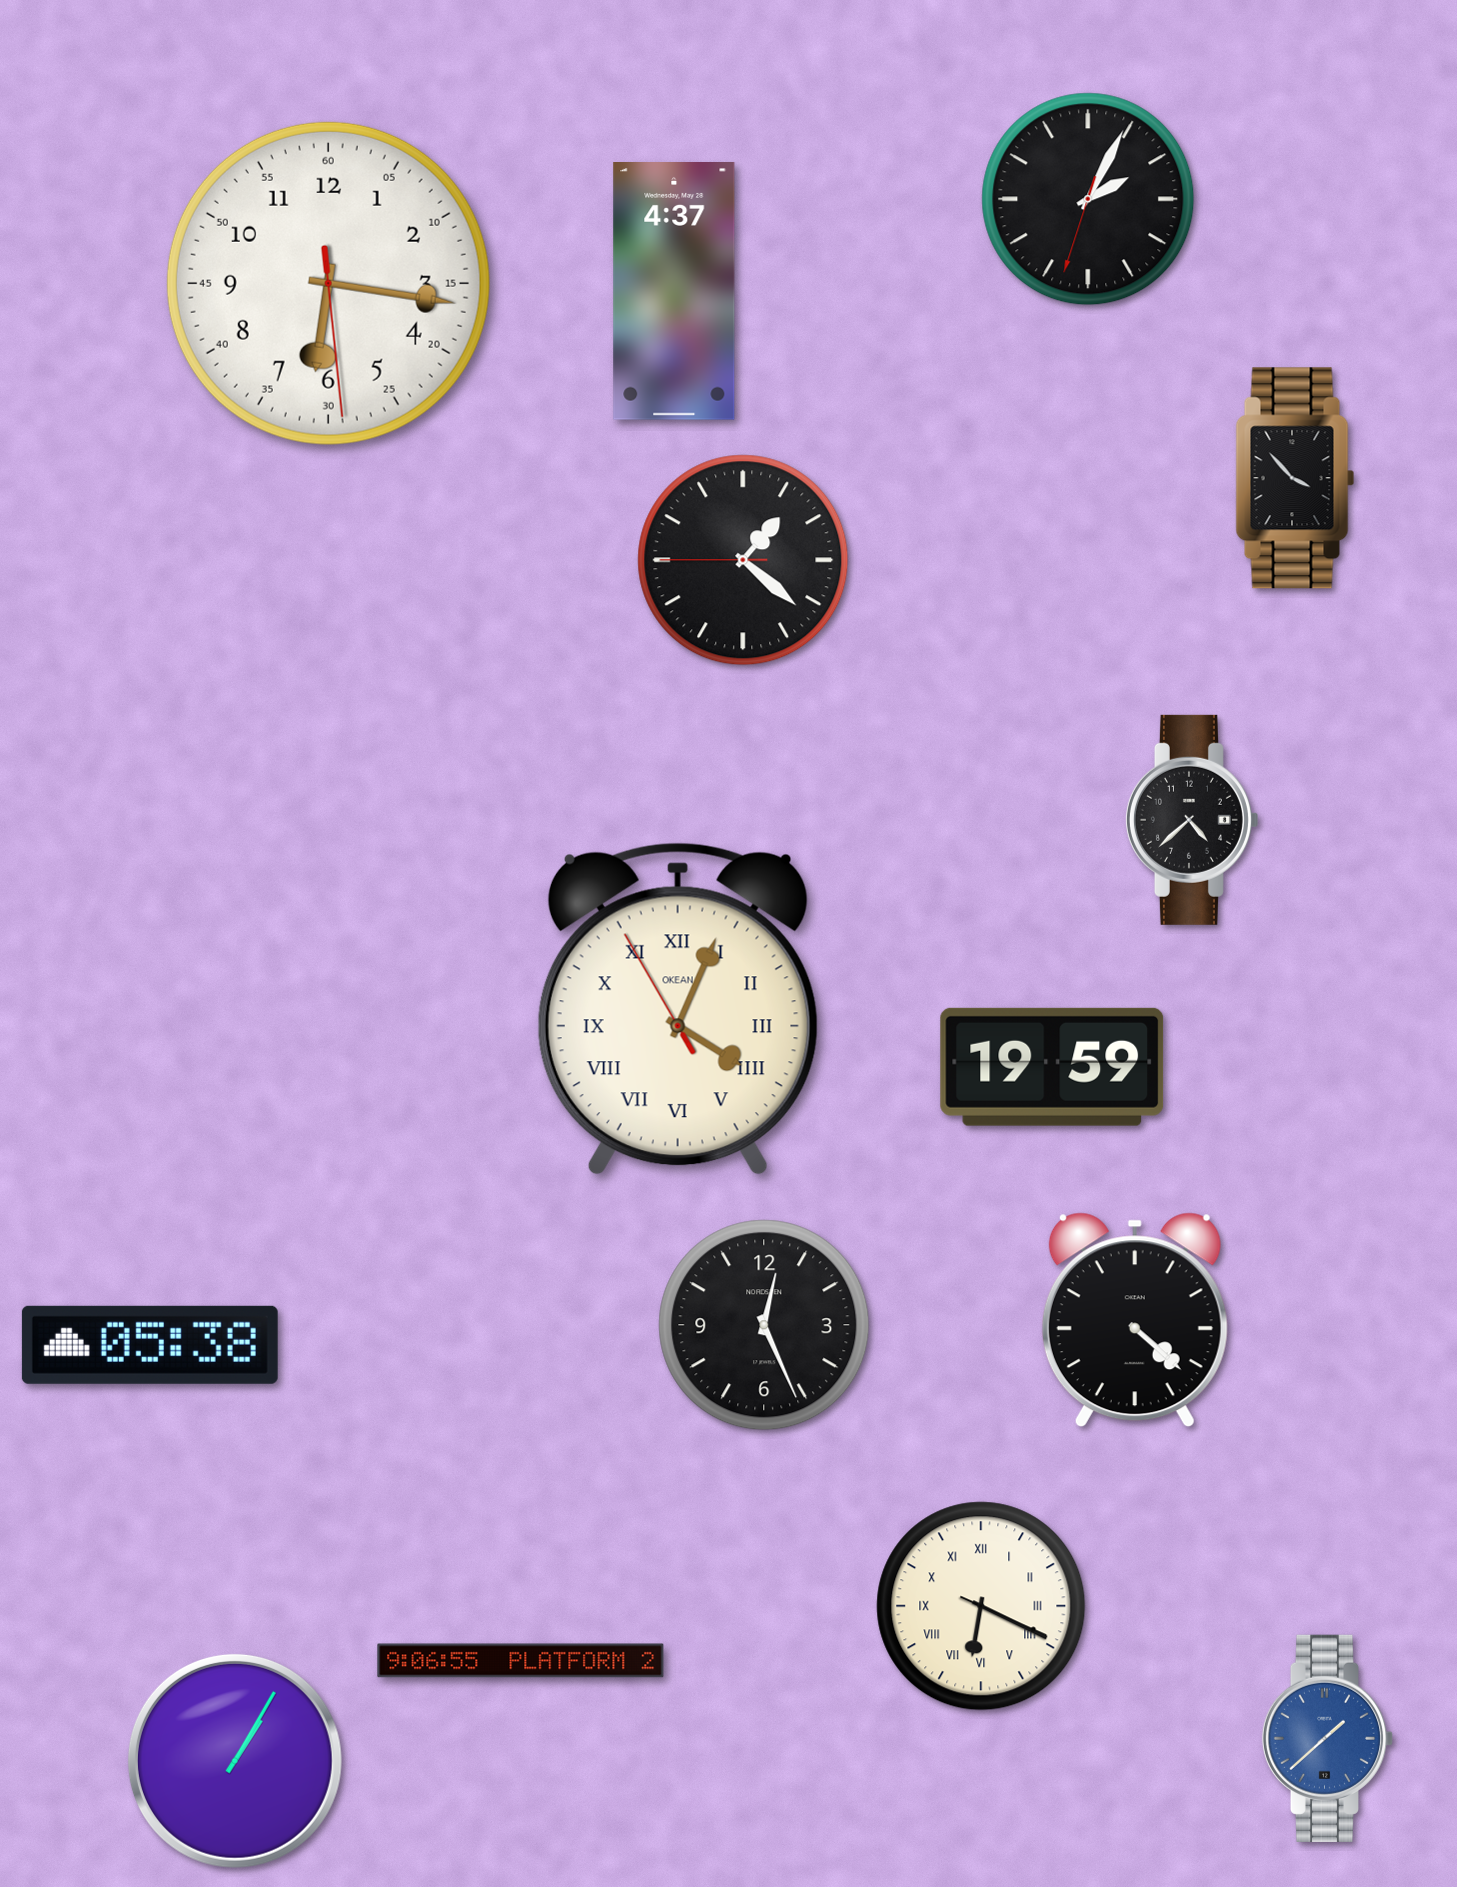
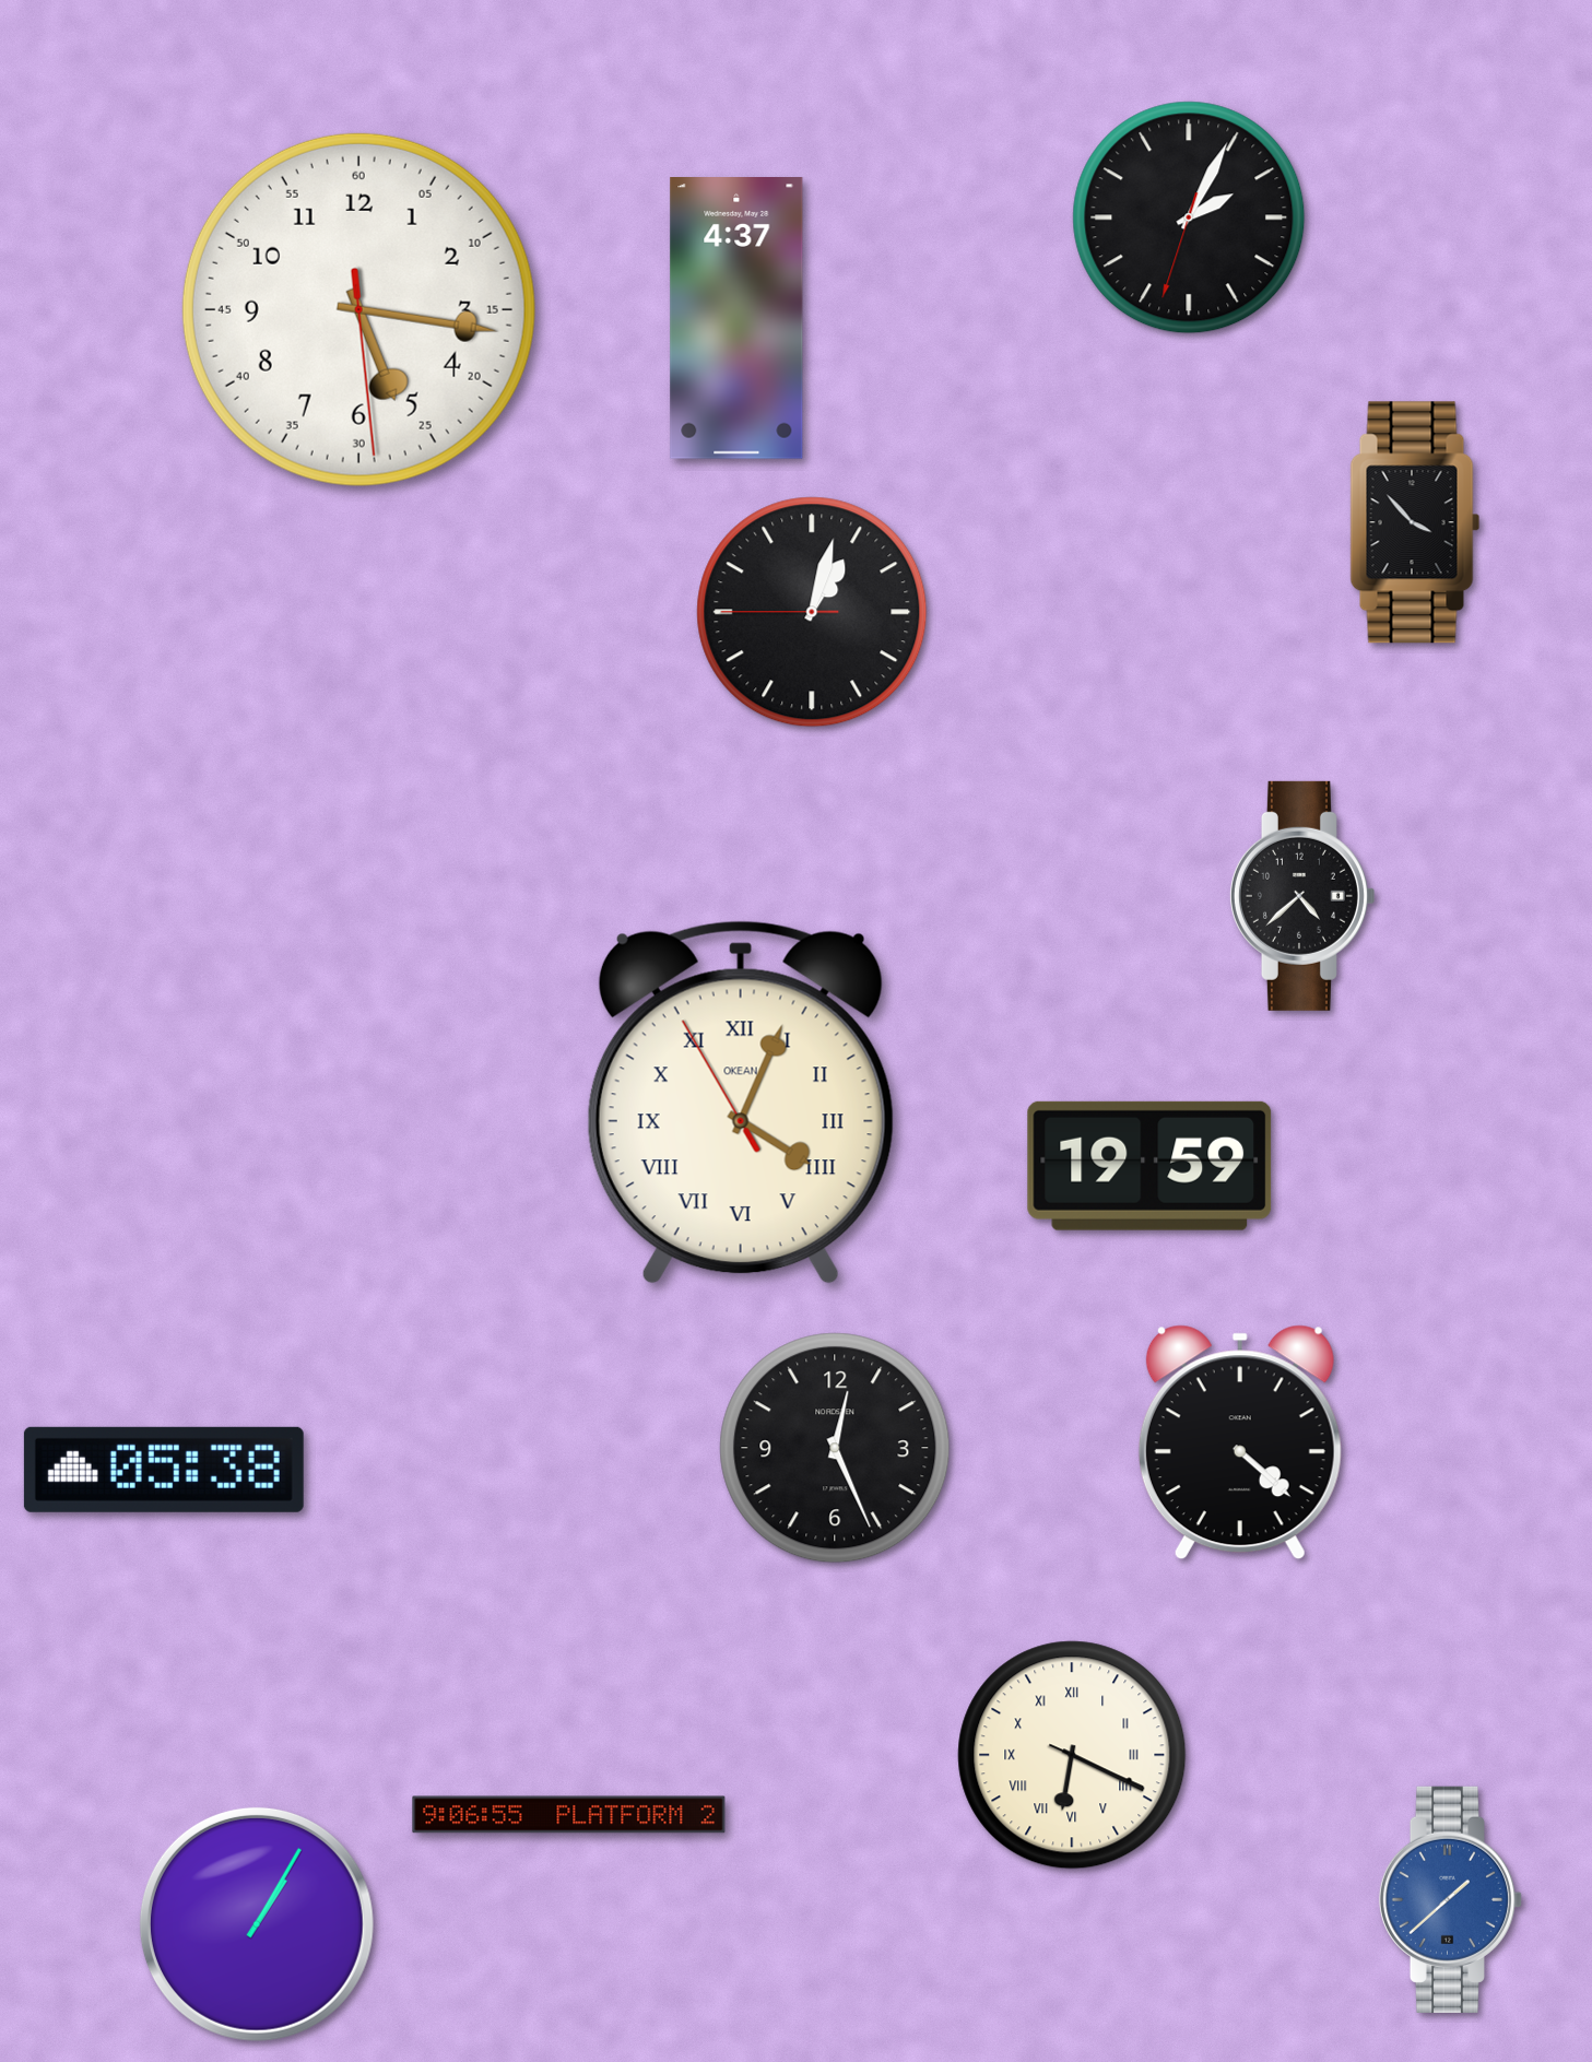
clock at (328, 283): 6:16 -> 5:16
clock at (743, 560): 1:21 -> 1:02
